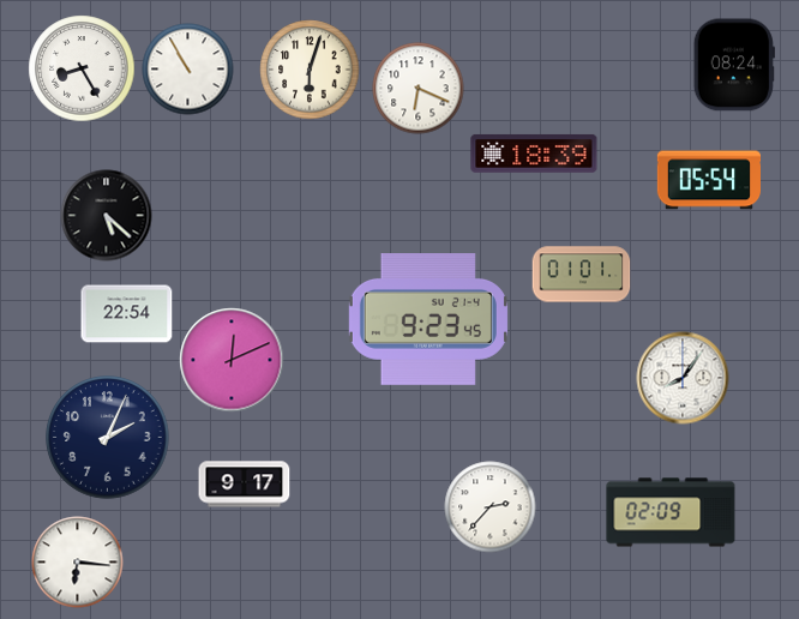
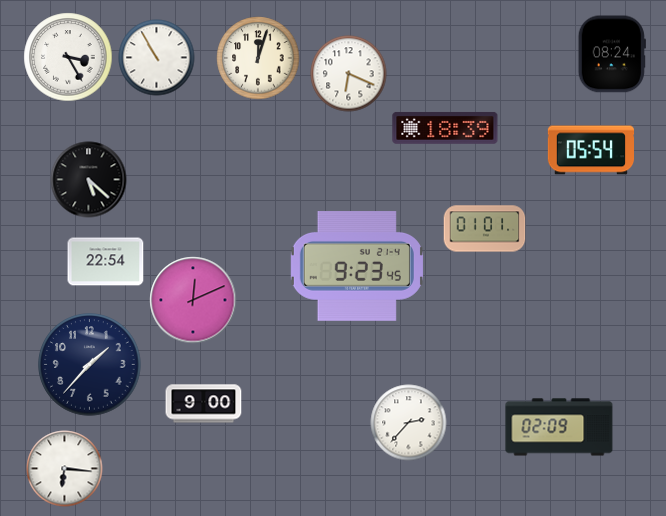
clock at (82, 68): 8:25 -> 3:25
clock at (310, 70): 6:03 -> 12:03
clock at (683, 378): 8:06 -> none
clock at (108, 438): 2:04 -> 1:37
clock at (245, 485): 9:17 -> 9:00
